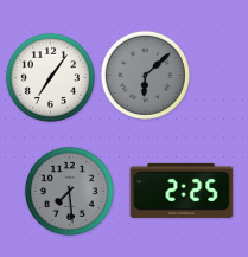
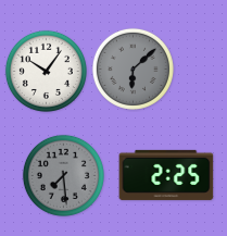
clock at (50, 77): 7:06 -> 10:06
